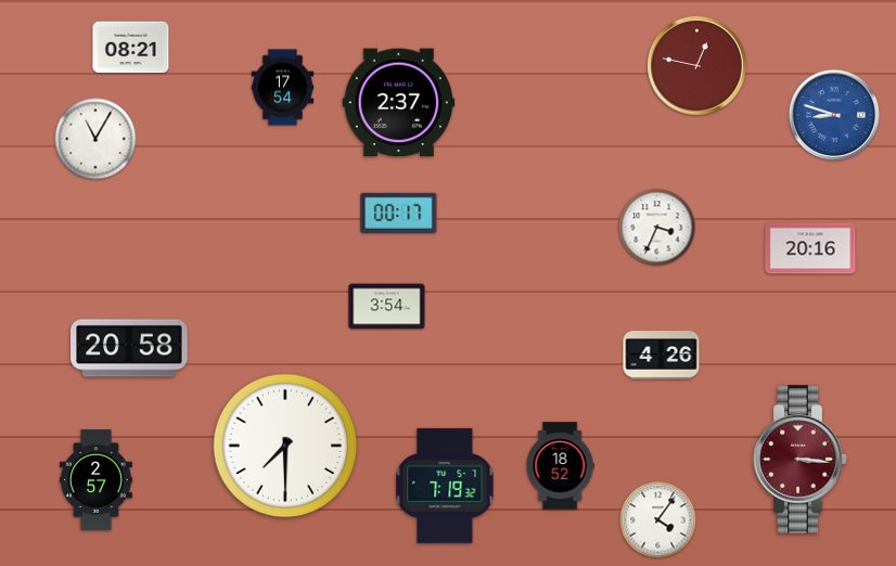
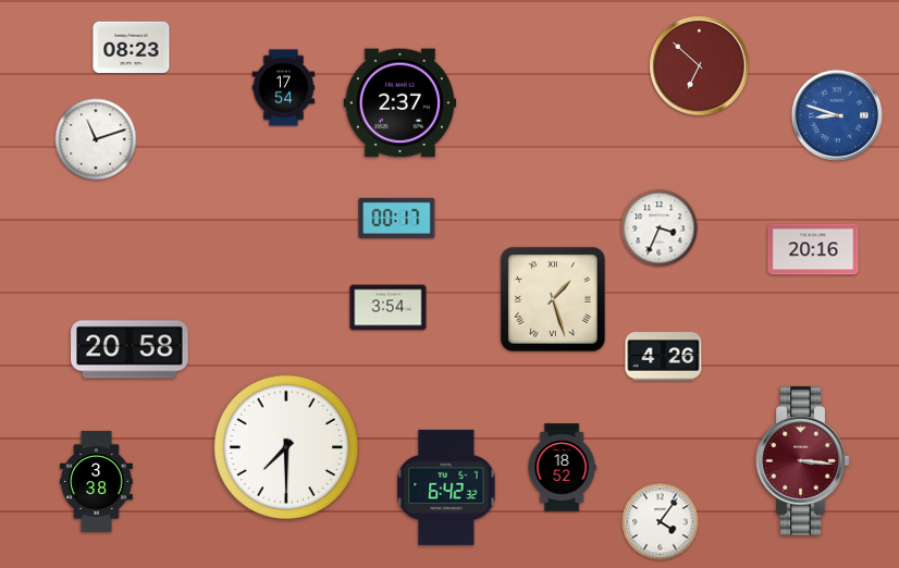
clock at (131, 48): 08:21 -> 08:23
clock at (697, 66): 12:47 -> 6:52
clock at (95, 139): 11:05 -> 11:12
clock at (399, 213) position: (399, 213) -> (397, 218)
clock at (553, 299): none -> 1:27
clock at (97, 480): 2:57 -> 3:38
clock at (445, 486): 7:19 -> 6:42
